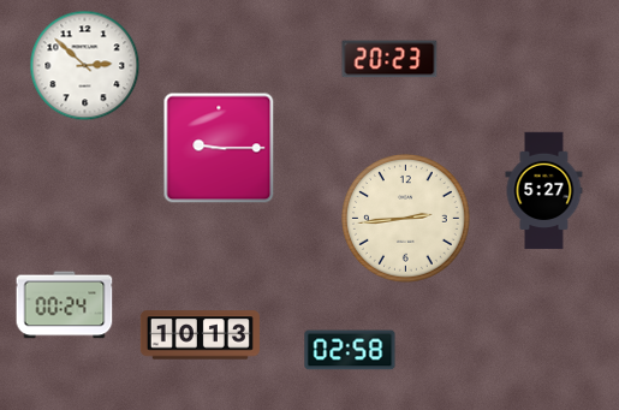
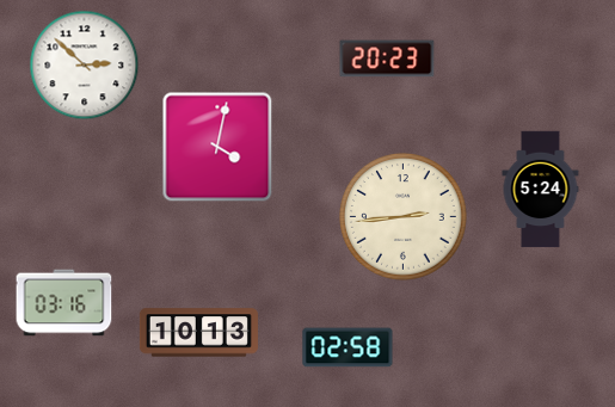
clock at (219, 148): 9:15 -> 4:02
clock at (544, 191): 5:27 -> 5:24
clock at (65, 305): 00:24 -> 03:16
